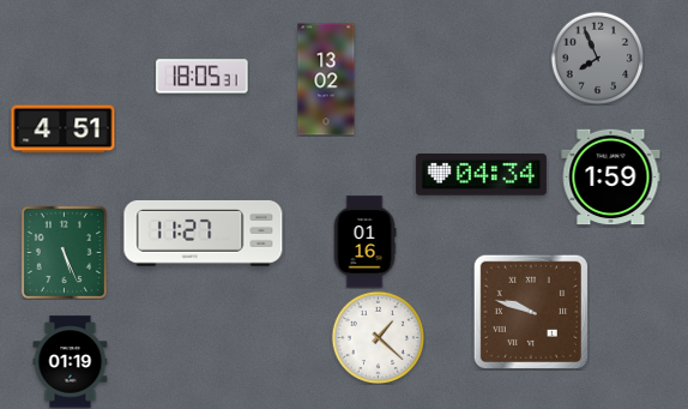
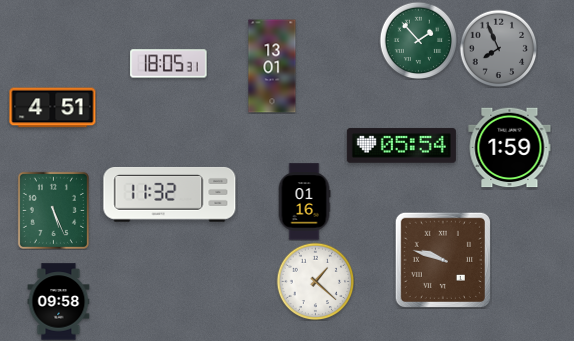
clock at (418, 40): none -> 1:53
clock at (326, 79): 13:02 -> 13:01
clock at (481, 175): 04:34 -> 05:54
clock at (204, 233): 11:27 -> 11:32
clock at (71, 362): 01:19 -> 09:58
